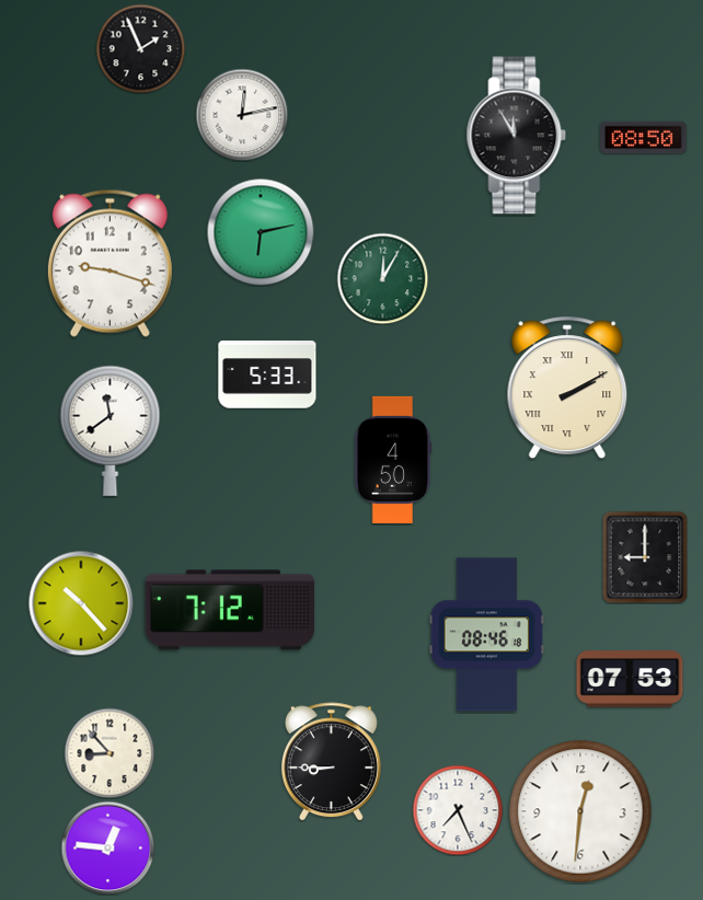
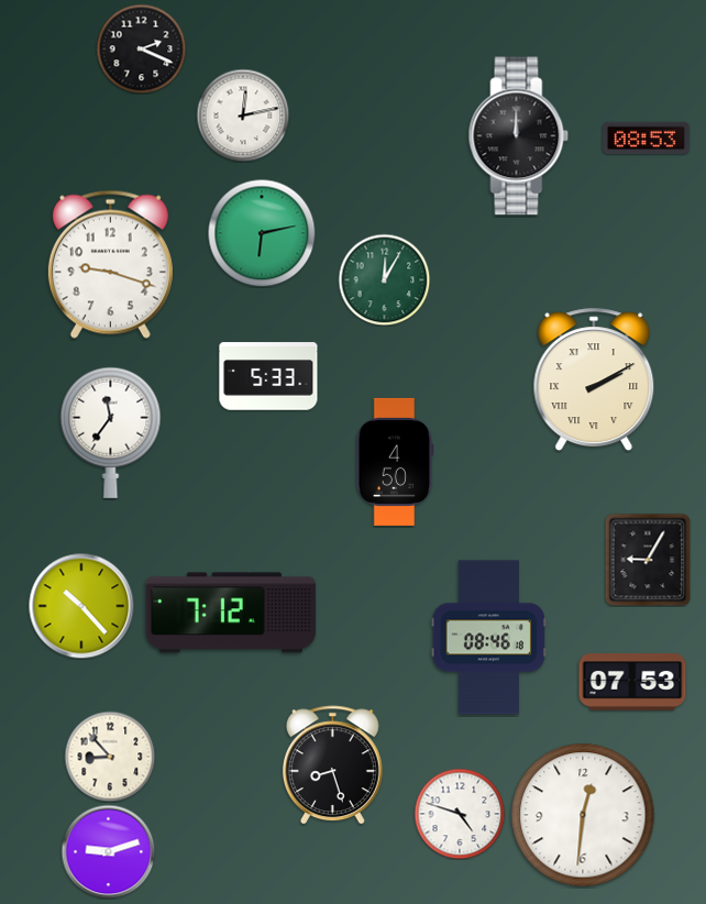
clock at (140, 48): 1:56 -> 2:19
clock at (517, 136): 11:55 -> 12:00
clock at (644, 138): 08:50 -> 08:53
clock at (567, 388) position: (567, 388) -> (594, 379)
clock at (111, 430): 11:39 -> 11:36
clock at (645, 557): 9:00 -> 9:05
clock at (331, 762): 8:45 -> 8:27
clock at (458, 810): 7:26 -> 4:48
clock at (107, 847): 12:46 -> 9:12
